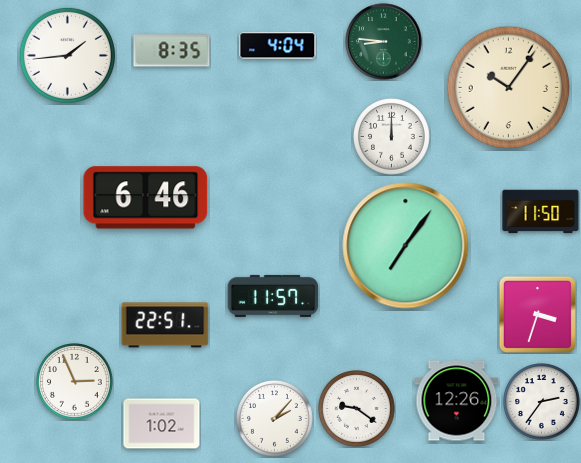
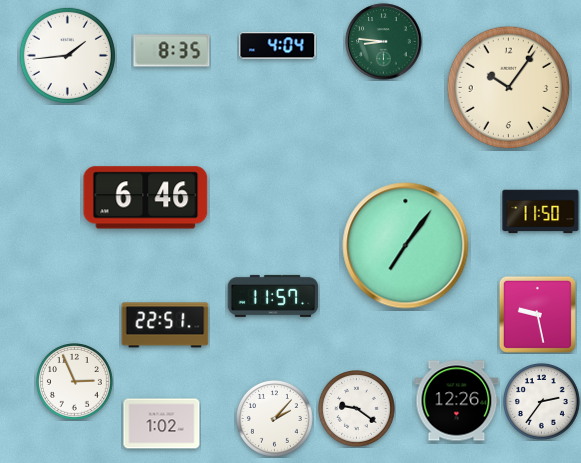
clock at (392, 137): 12:00 -> none
clock at (537, 314): 3:33 -> 9:28
